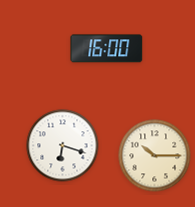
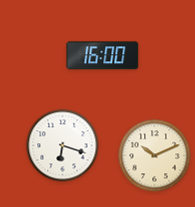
clock at (107, 49) position: (107, 49) -> (103, 56)
clock at (155, 156): 10:15 -> 10:11
